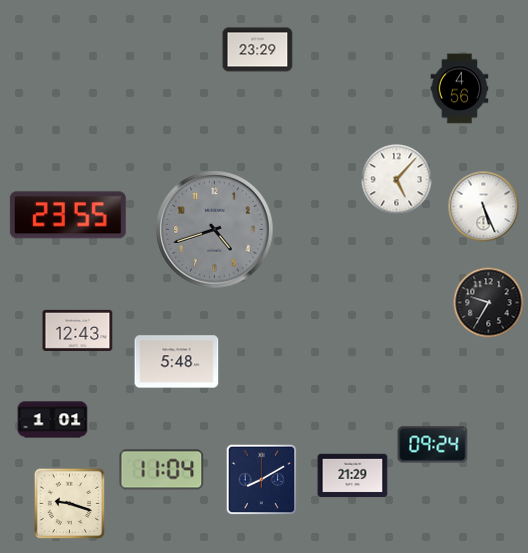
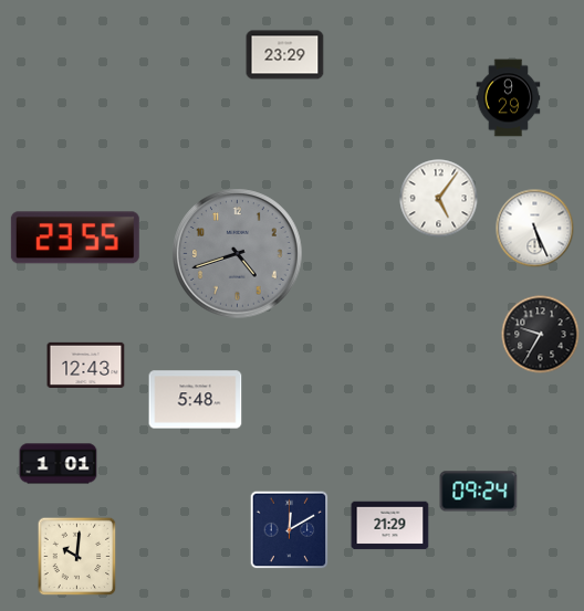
clock at (460, 89): 4:56 -> 9:29
clock at (397, 180): 5:07 -> 5:06
clock at (162, 470): 11:04 -> none
clock at (262, 480): 8:10 -> 12:10
clock at (70, 504): 9:18 -> 10:01
